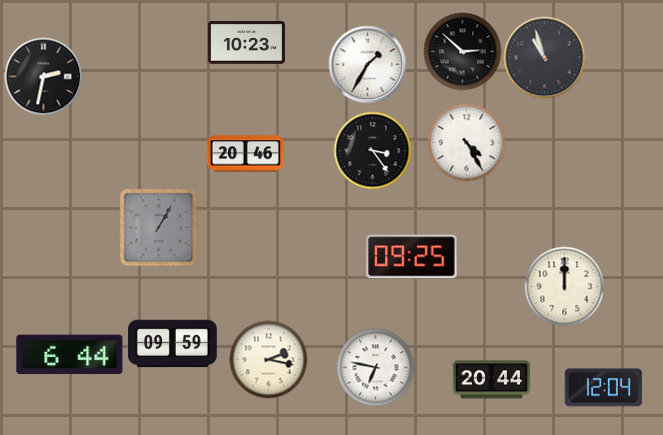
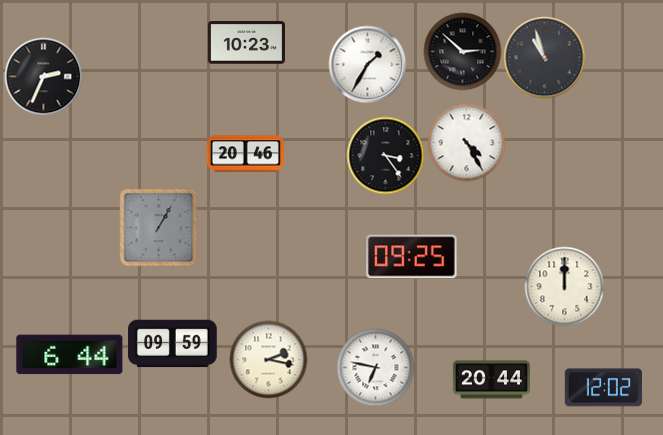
clock at (43, 76): 2:32 -> 2:34
clock at (372, 150) position: (372, 150) -> (385, 155)
clock at (603, 388): 12:04 -> 12:02
